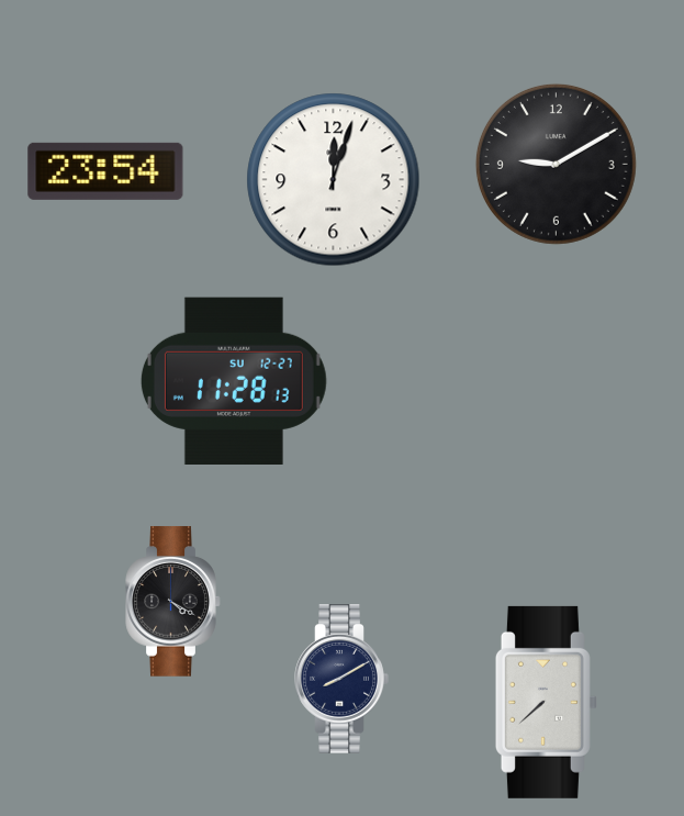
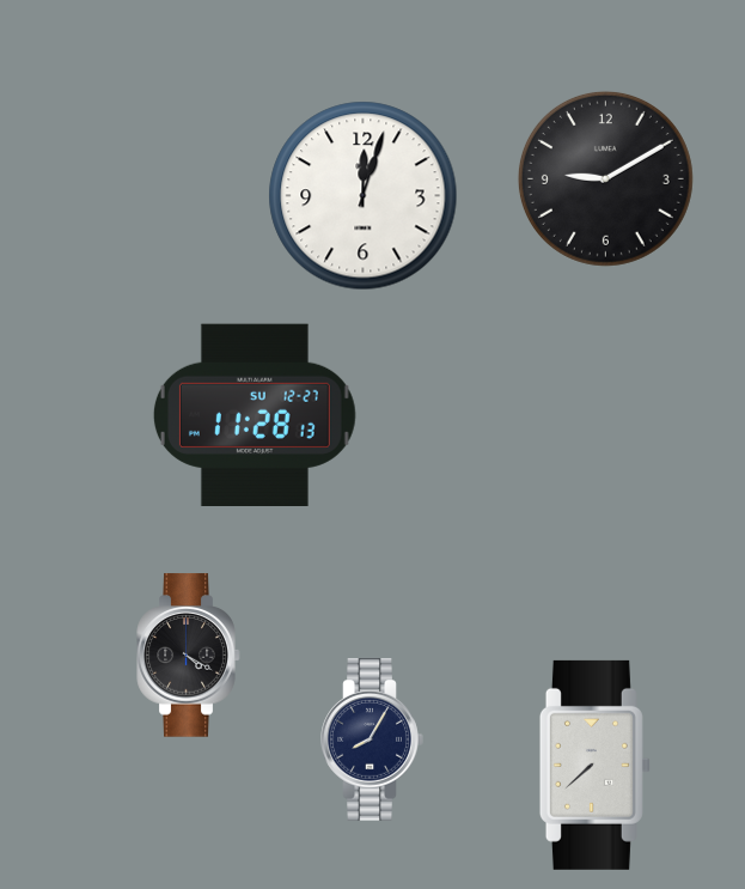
clock at (105, 171): 23:54 -> none
clock at (341, 680): 8:10 -> 8:05
